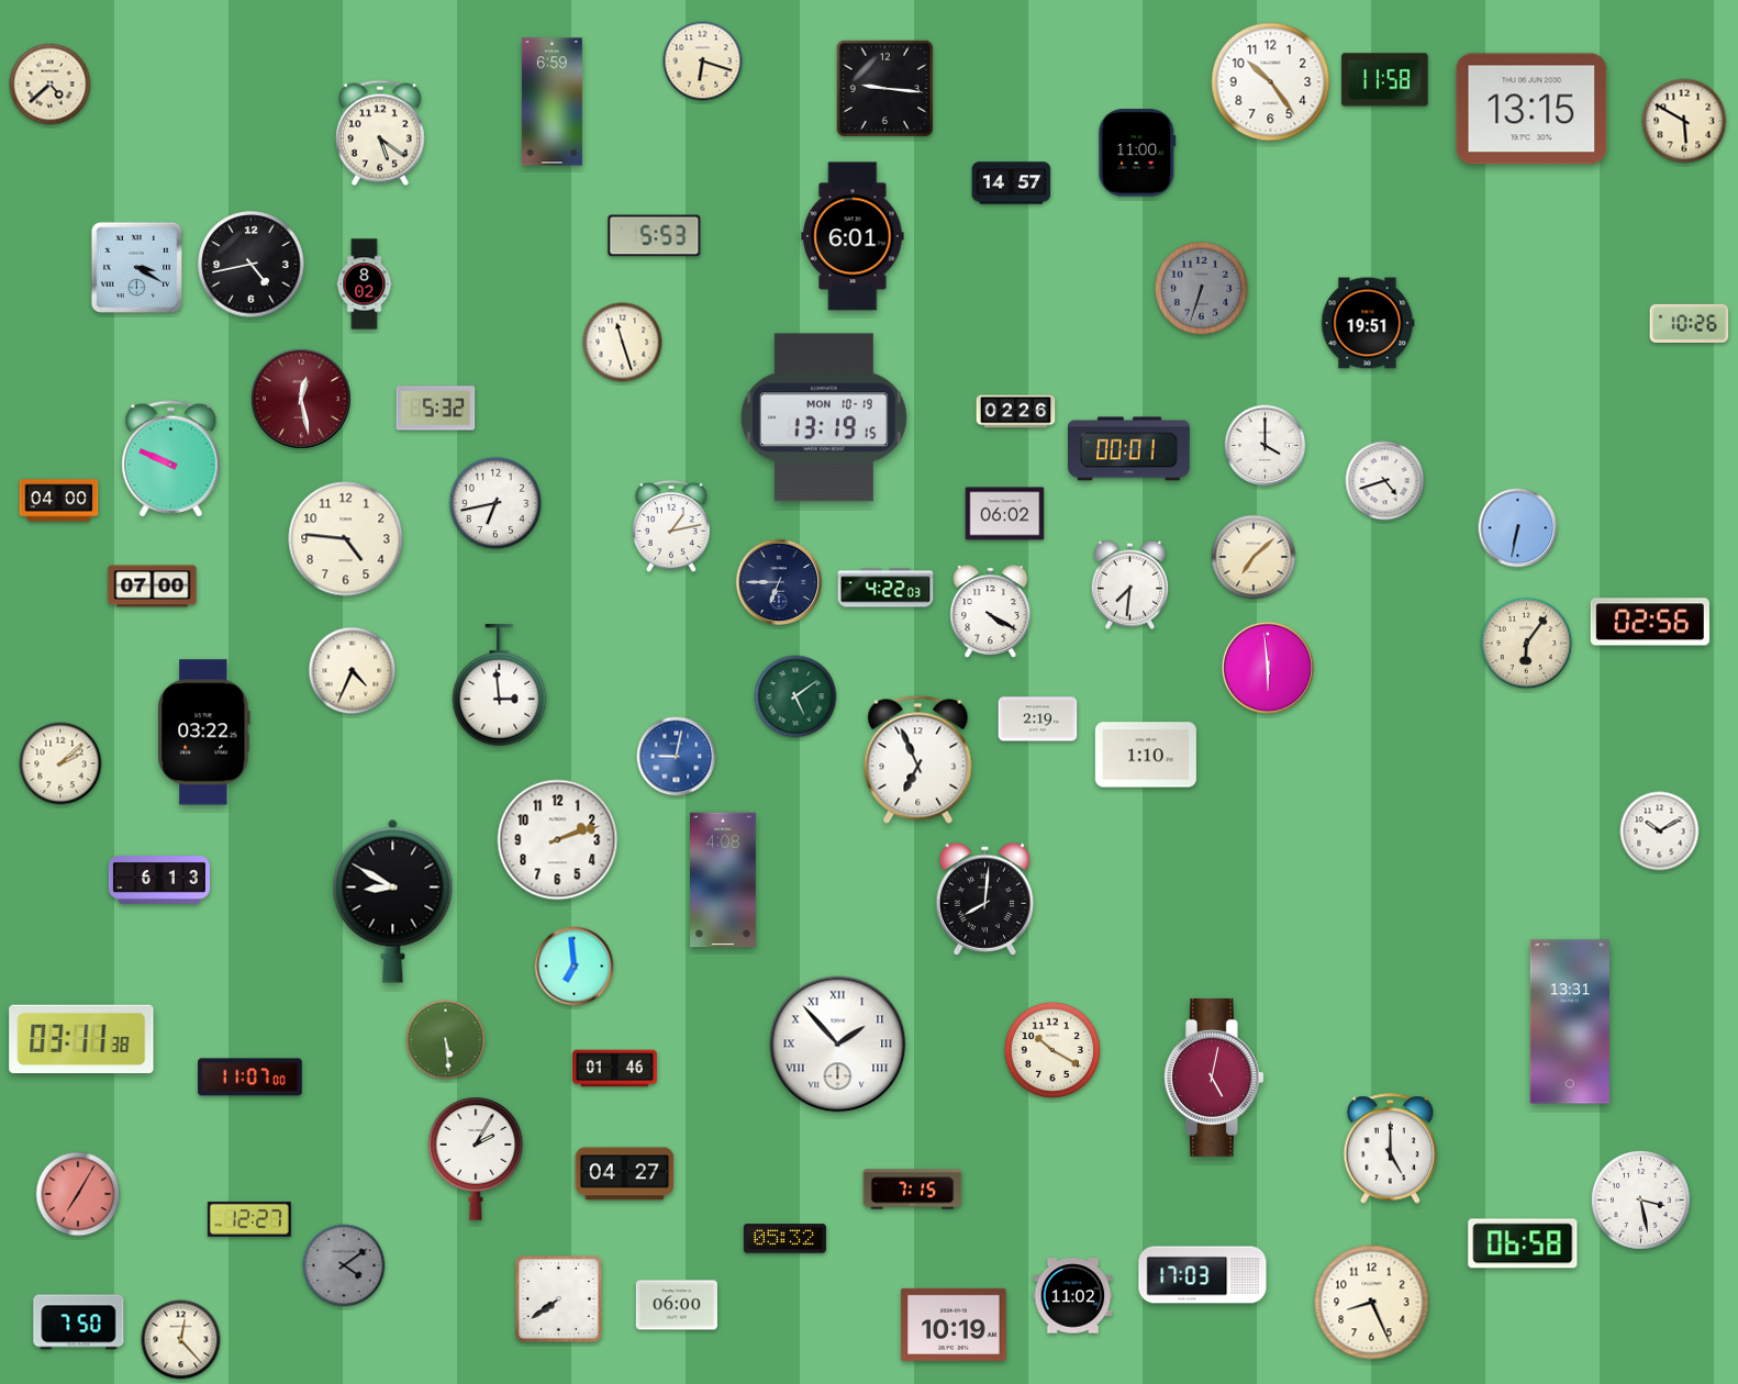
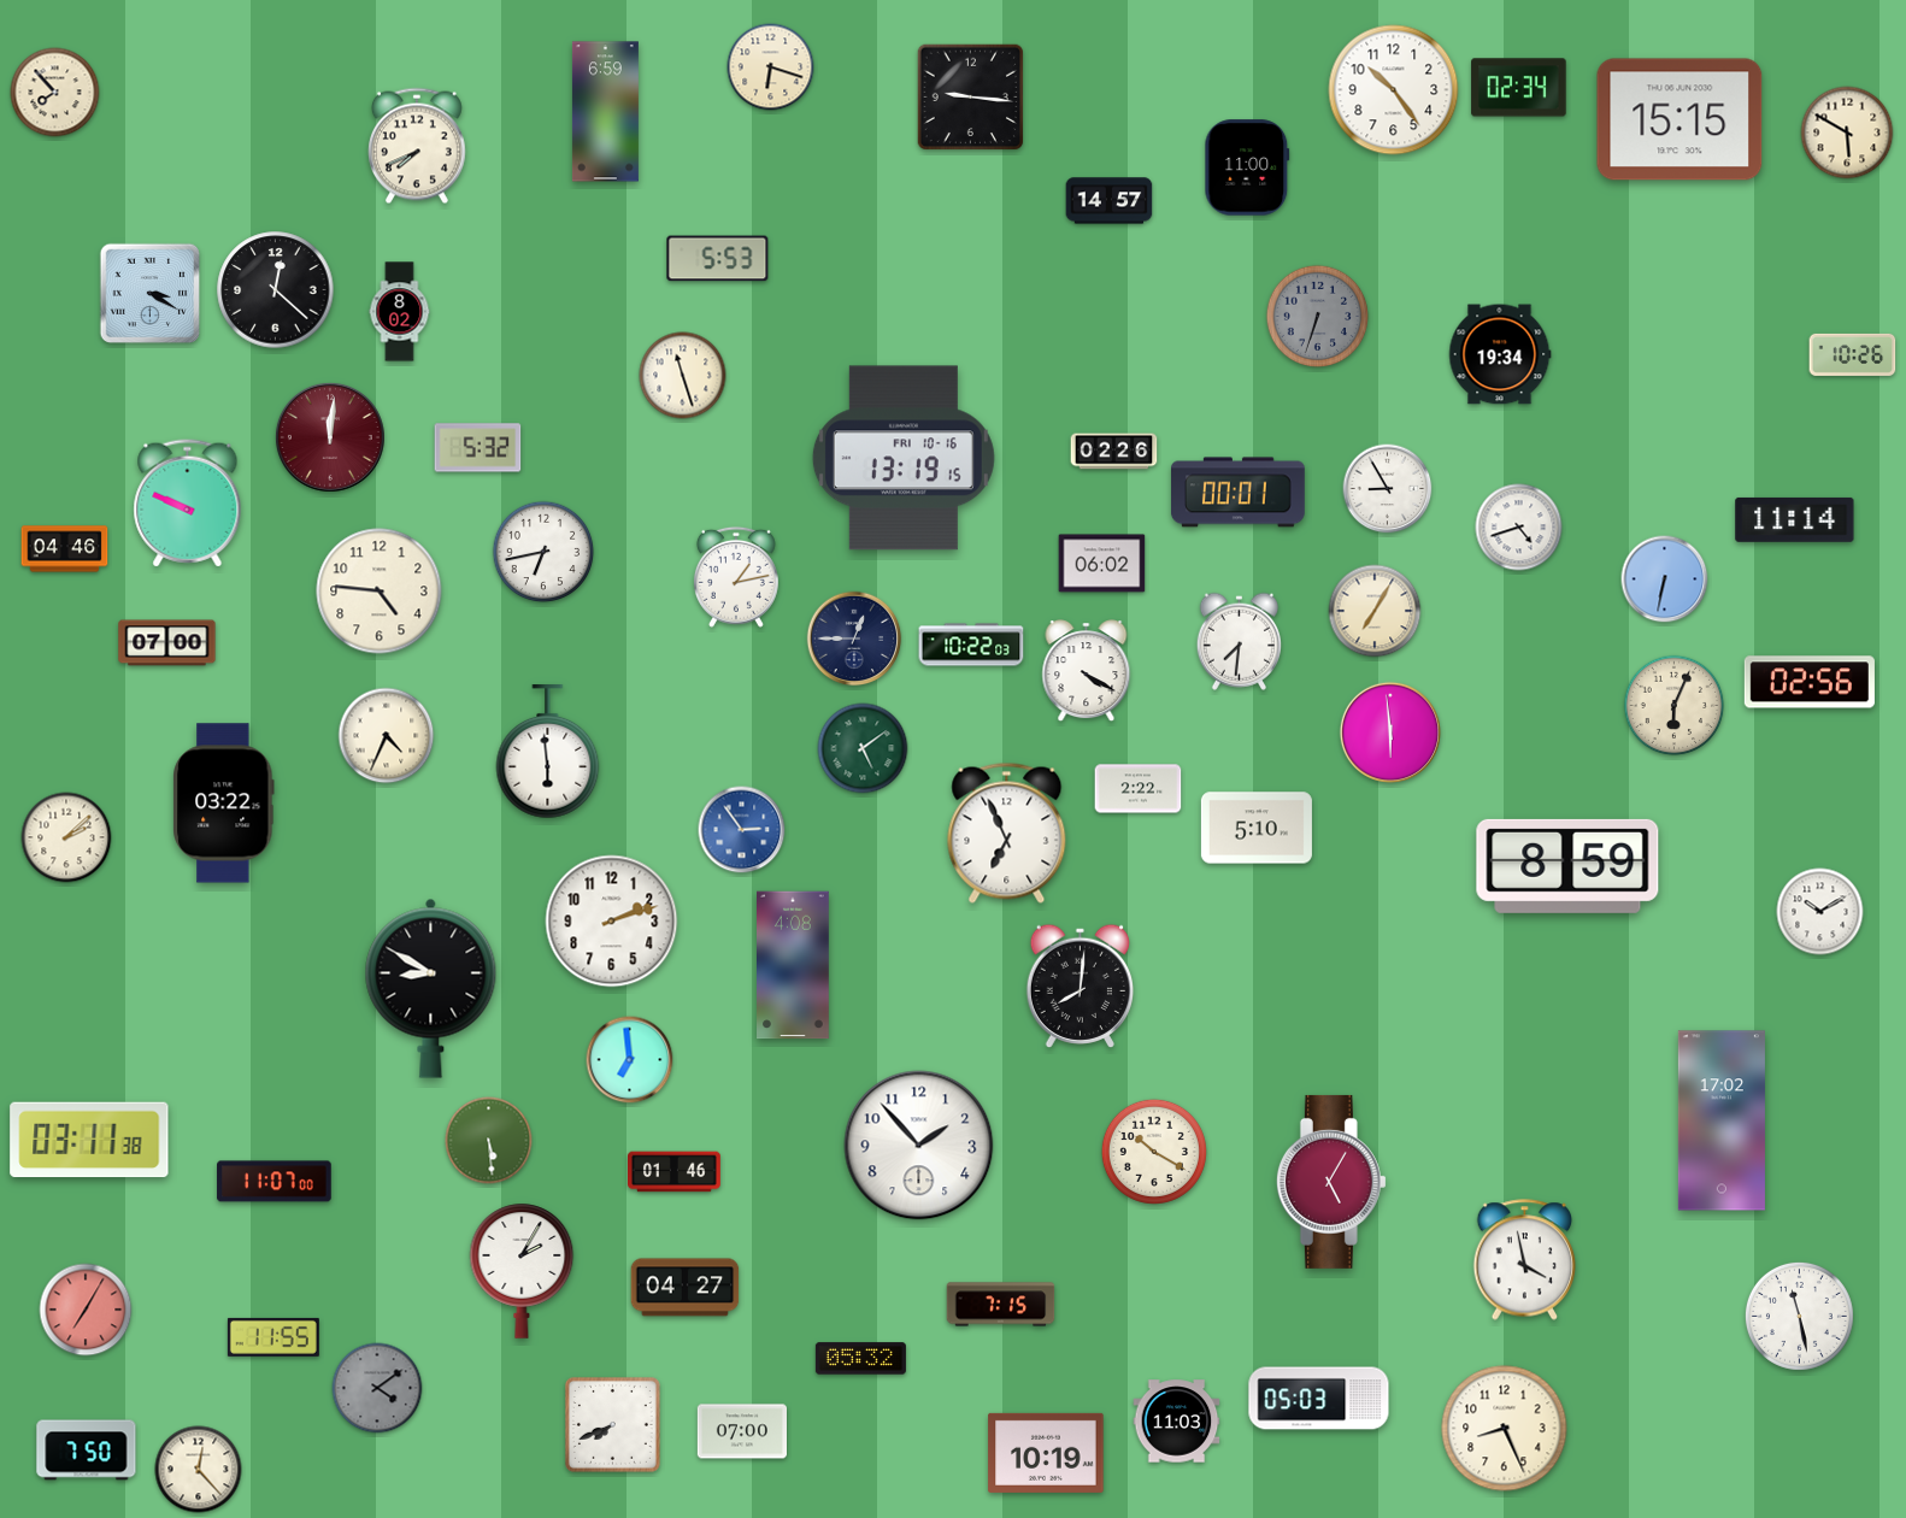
clock at (1385, 80): 11:58 -> 02:34
clock at (51, 85): 4:38 -> 7:53
clock at (1531, 109): 13:15 -> 15:15
clock at (380, 133): 5:21 -> 7:41
clock at (853, 236): 6:01 -> none
clock at (252, 265): 4:43 -> 12:22
clock at (1368, 323): 19:51 -> 19:34
clock at (301, 399): 12:28 -> 12:01
clock at (824, 417) date: MON 10-19 -> FRI 10-16
clock at (1266, 446): 4:00 -> 8:55
clock at (1795, 519): none -> 11:14
clock at (59, 501): 04:00 -> 04:46
clock at (1254, 557): 7:08 -> 7:05
clock at (779, 582): 6:45 -> 12:45
clock at (885, 588): 4:22 -> 10:22
clock at (1527, 644): 6:06 -> 6:04
clock at (500, 687): 2:59 -> 5:59
clock at (795, 696) position: (795, 696) -> (863, 748)
clock at (1038, 719): 2:19 -> 2:22
clock at (1146, 755): 1:10 -> 5:10
clock at (677, 757): 9:02 -> 2:54
clock at (1567, 866): none -> 8:59
clock at (159, 881): 6:13 -> none
clock at (1570, 1022): 13:31 -> 17:02
clock at (838, 1045) numerals: Roman -> Arabic
clock at (1214, 1078): 5:02 -> 5:05
clock at (1391, 1149): 5:00 -> 3:58
clock at (1640, 1199): 3:28 -> 11:28
clock at (249, 1219): 12:27 -> 11:55
clock at (1523, 1243): 06:58 -> none
clock at (1203, 1275): 17:03 -> 05:03
clock at (1073, 1296): 11:02 -> 11:03
clock at (558, 1298): 7:39 -> 7:41
clock at (676, 1305): 06:00 -> 07:00
